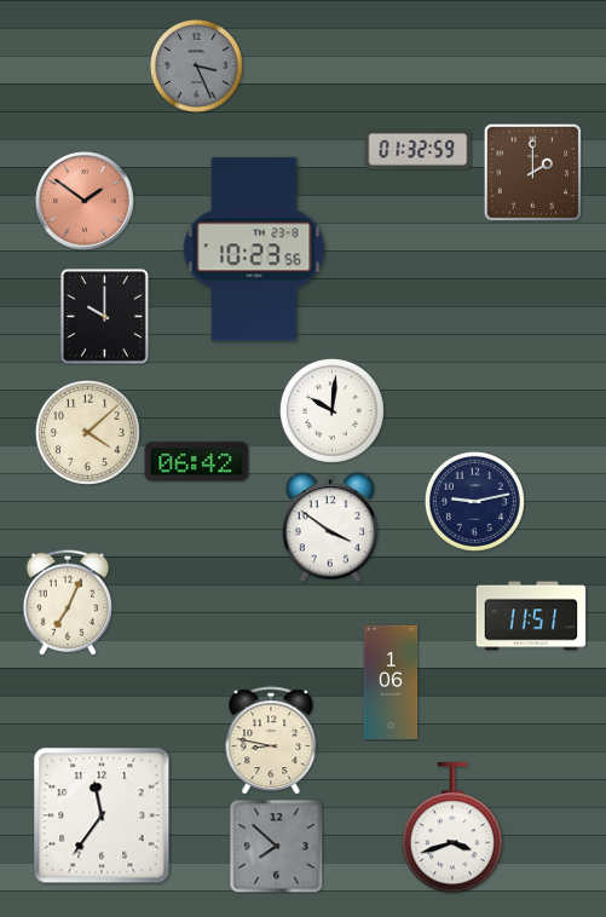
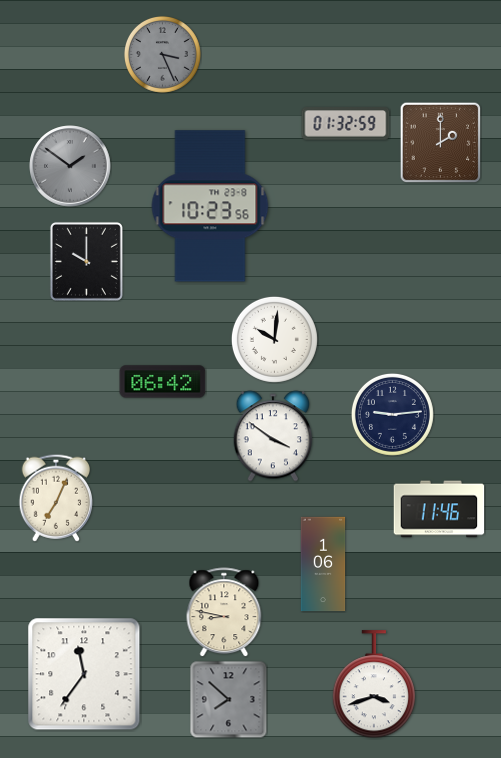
clock at (85, 201) dial: salmon -> grey
clock at (87, 432): 4:08 -> none
clock at (474, 501): 9:13 -> 9:14
clock at (531, 616): 11:51 -> 11:46
